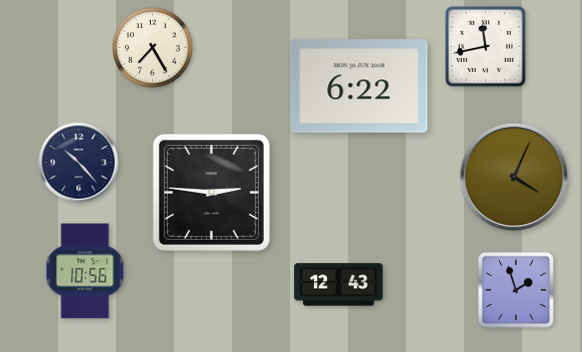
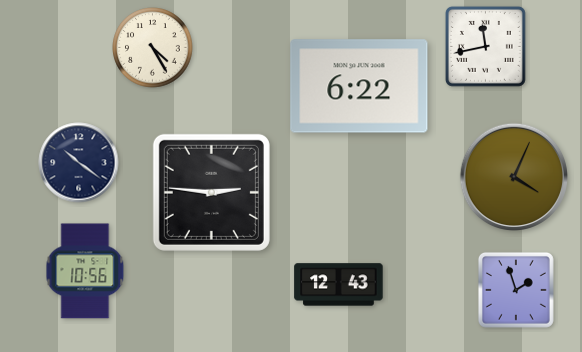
clock at (153, 48): 7:25 -> 4:25
clock at (79, 163): 10:23 -> 10:21
